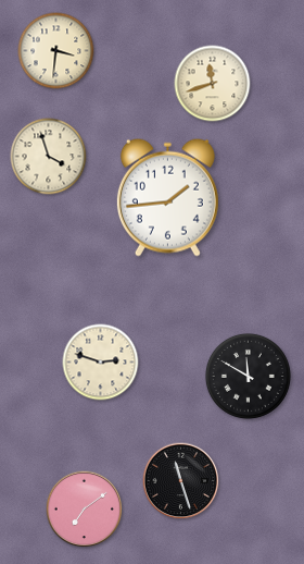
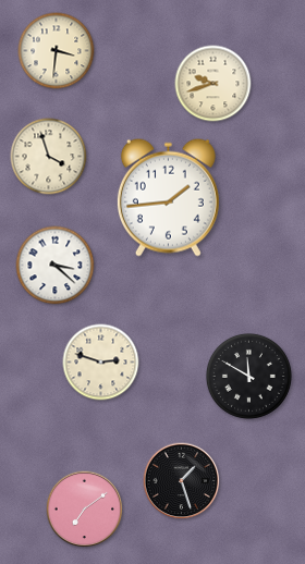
clock at (213, 84): 11:42 -> 9:42
clock at (56, 266): none -> 3:22
clock at (181, 481): 11:27 -> 1:27
